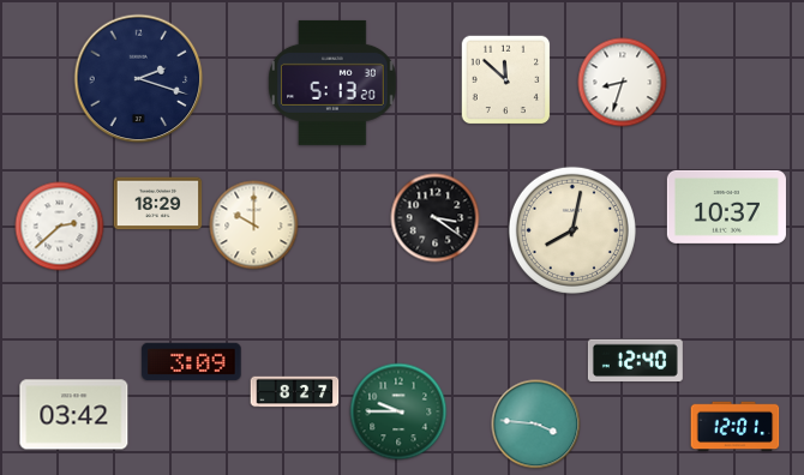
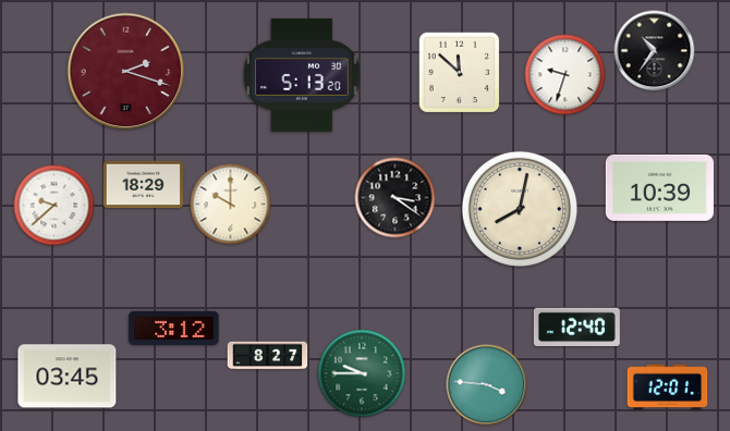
clock at (655, 51): none -> 10:36
clock at (139, 79) dial: navy -> burgundy
clock at (623, 83): 8:33 -> 9:33
clock at (726, 206): 10:37 -> 10:39
clock at (60, 227): 2:38 -> 9:38
clock at (192, 361): 3:09 -> 3:12
clock at (74, 415): 03:42 -> 03:45
